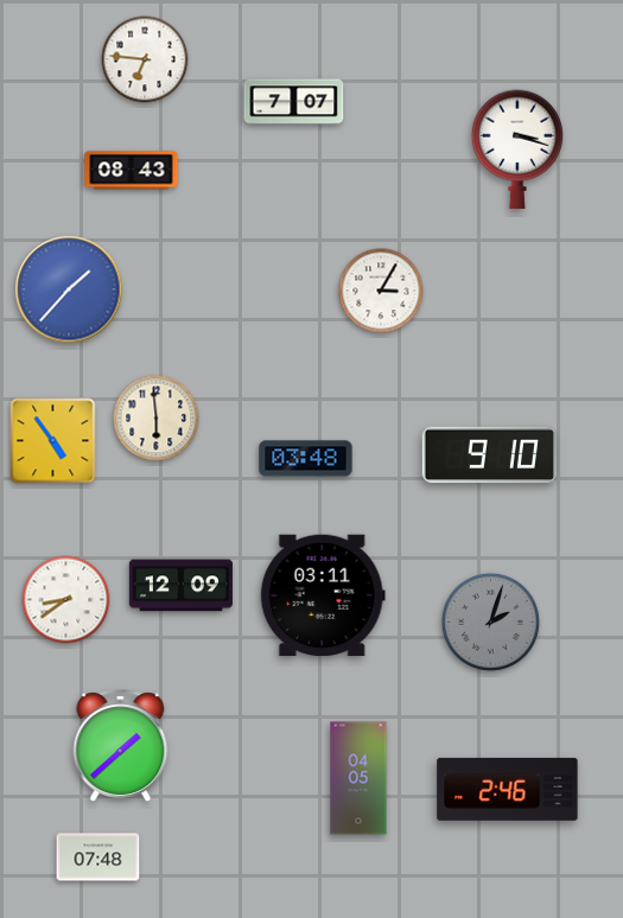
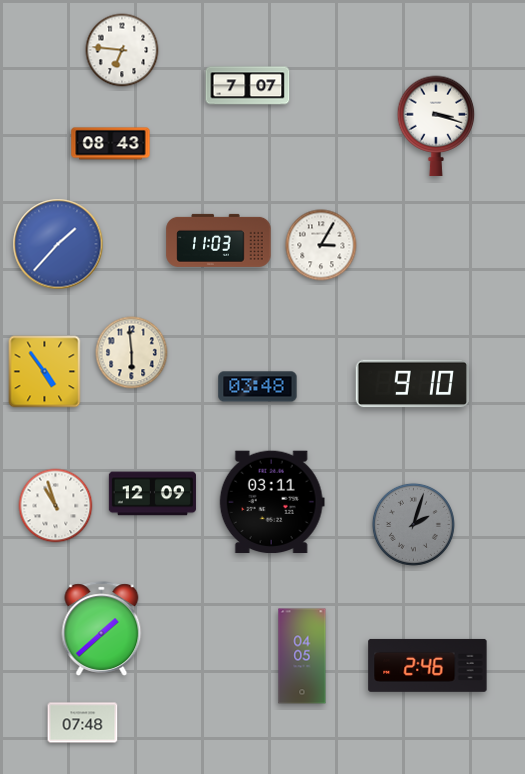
clock at (219, 240): none -> 11:03
clock at (66, 600): 8:39 -> 10:57
